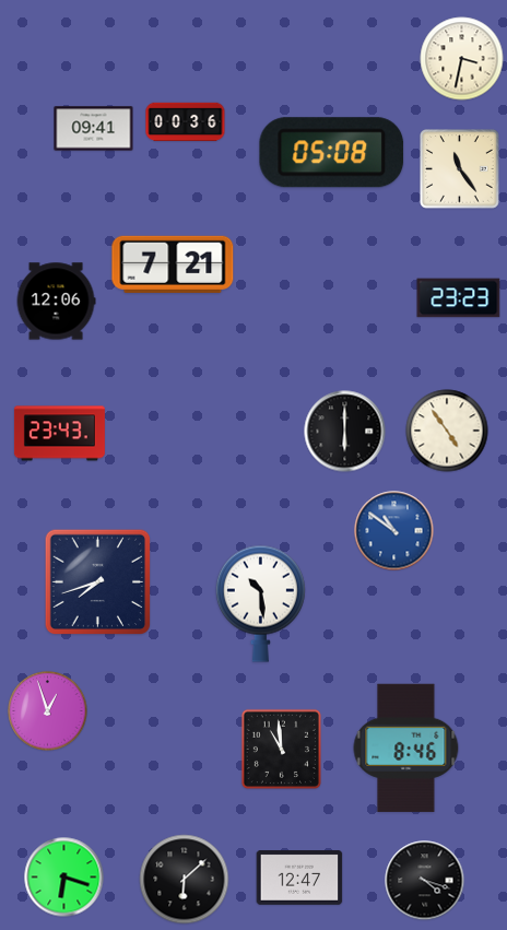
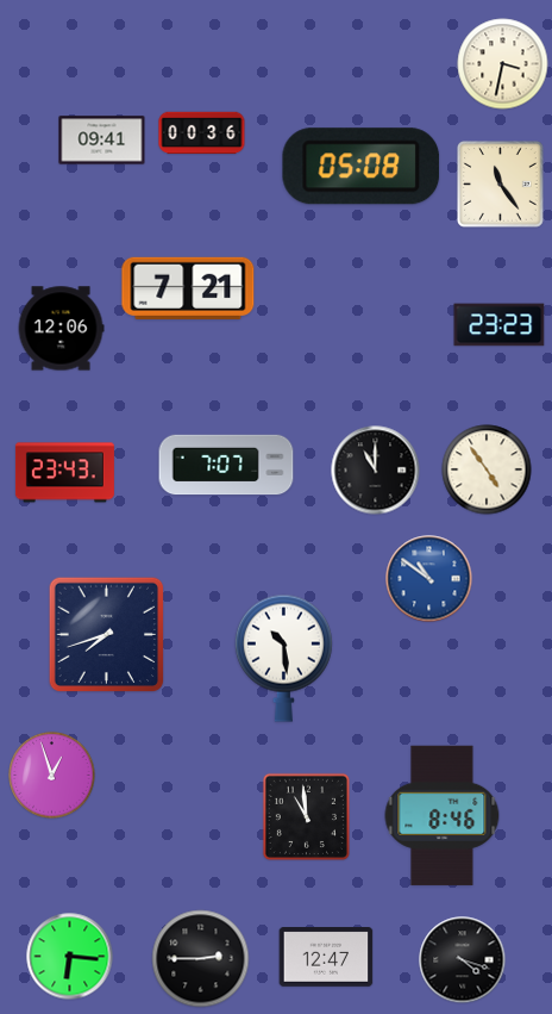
clock at (226, 465): none -> 7:07
clock at (345, 432): 6:00 -> 11:00
clock at (64, 878): 6:18 -> 6:16
clock at (185, 880): 6:08 -> 2:45
